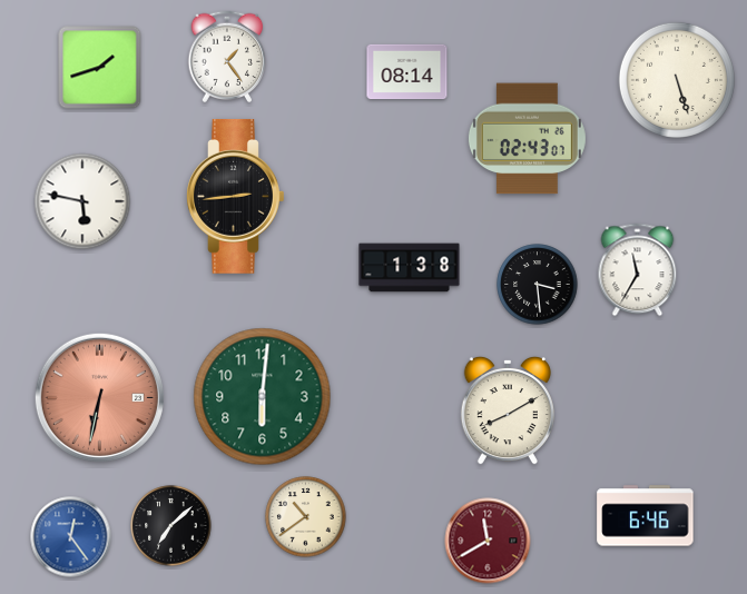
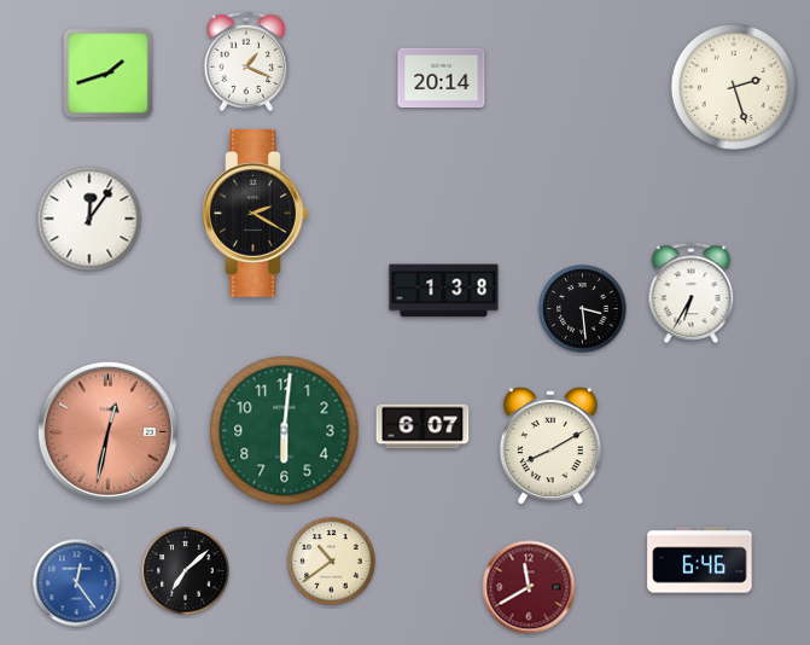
clock at (227, 57): 1:24 -> 1:19
clock at (407, 72): 08:14 -> 20:14
clock at (677, 80): 5:27 -> 2:27
clock at (527, 139): 02:43 -> none
clock at (236, 196): 2:44 -> 2:20
clock at (82, 201): 5:47 -> 12:06
clock at (638, 270): 11:35 -> 6:35
clock at (423, 426): none -> 6:07
clock at (99, 397): 6:32 -> 12:32
